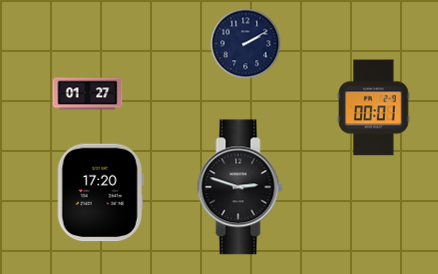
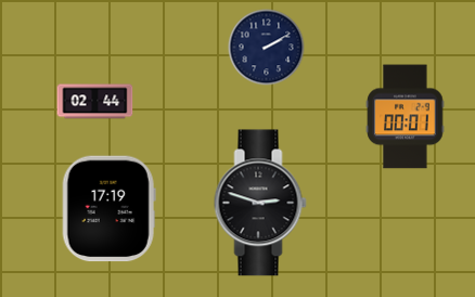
clock at (88, 94): 01:27 -> 02:44
clock at (100, 193): 17:20 -> 17:19
